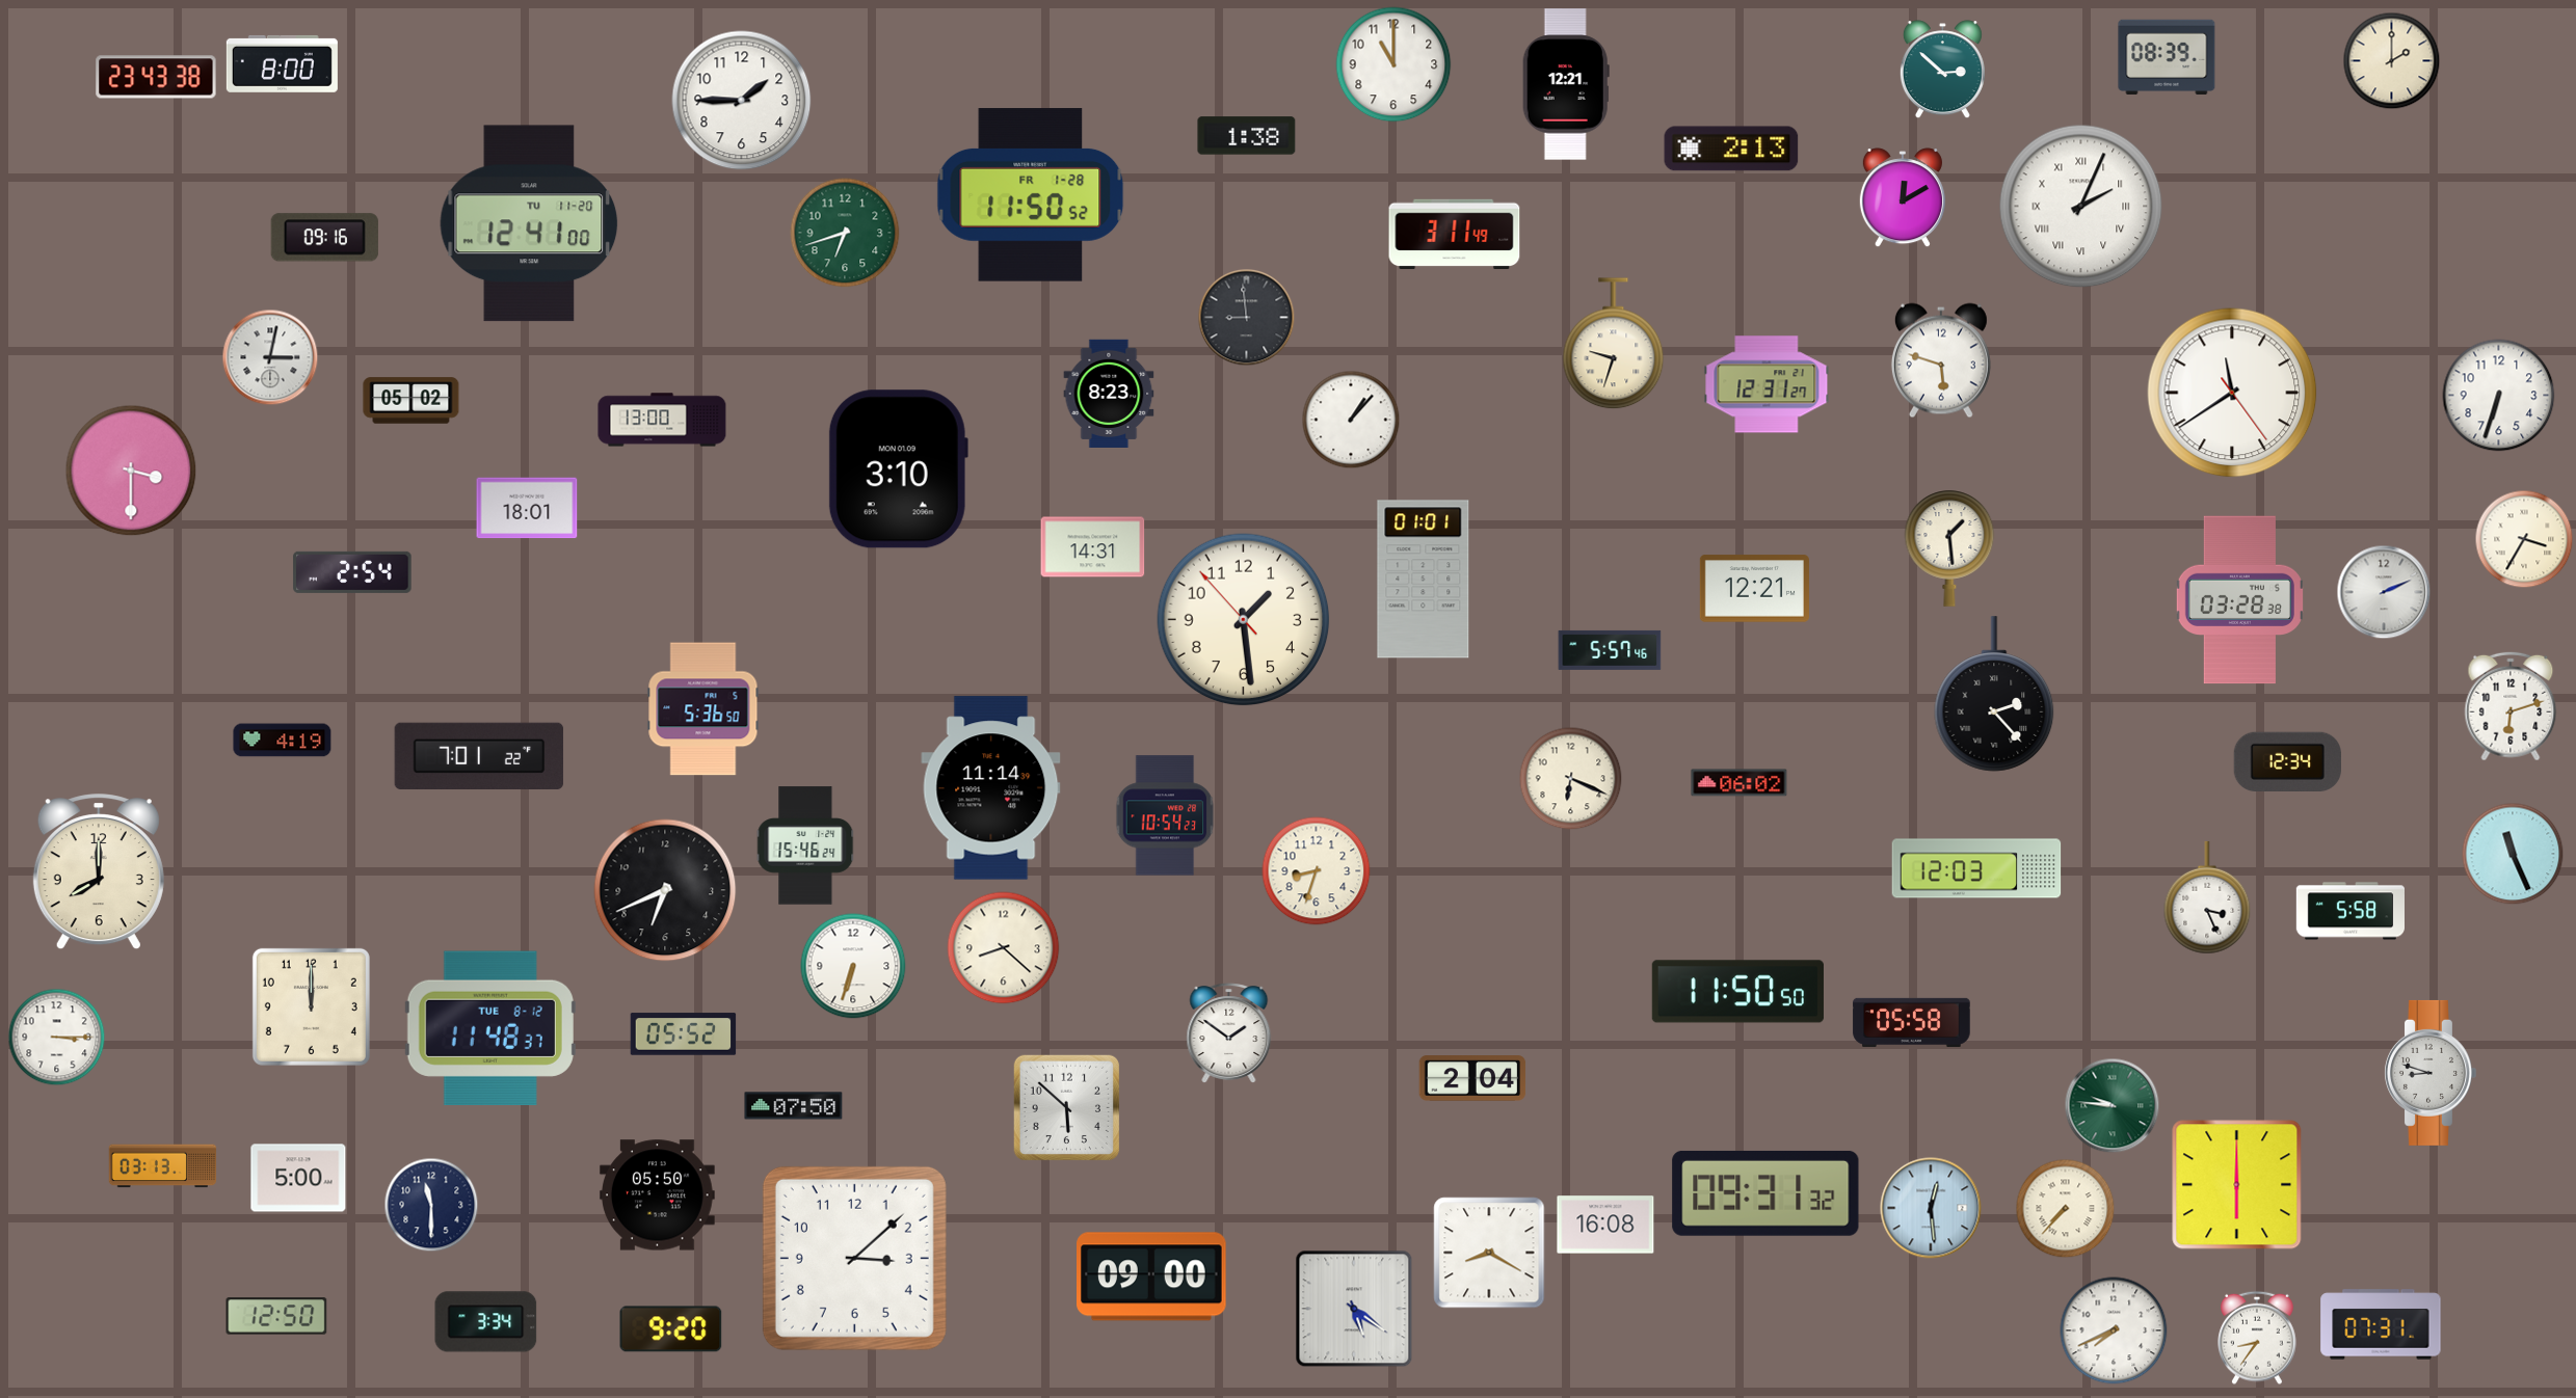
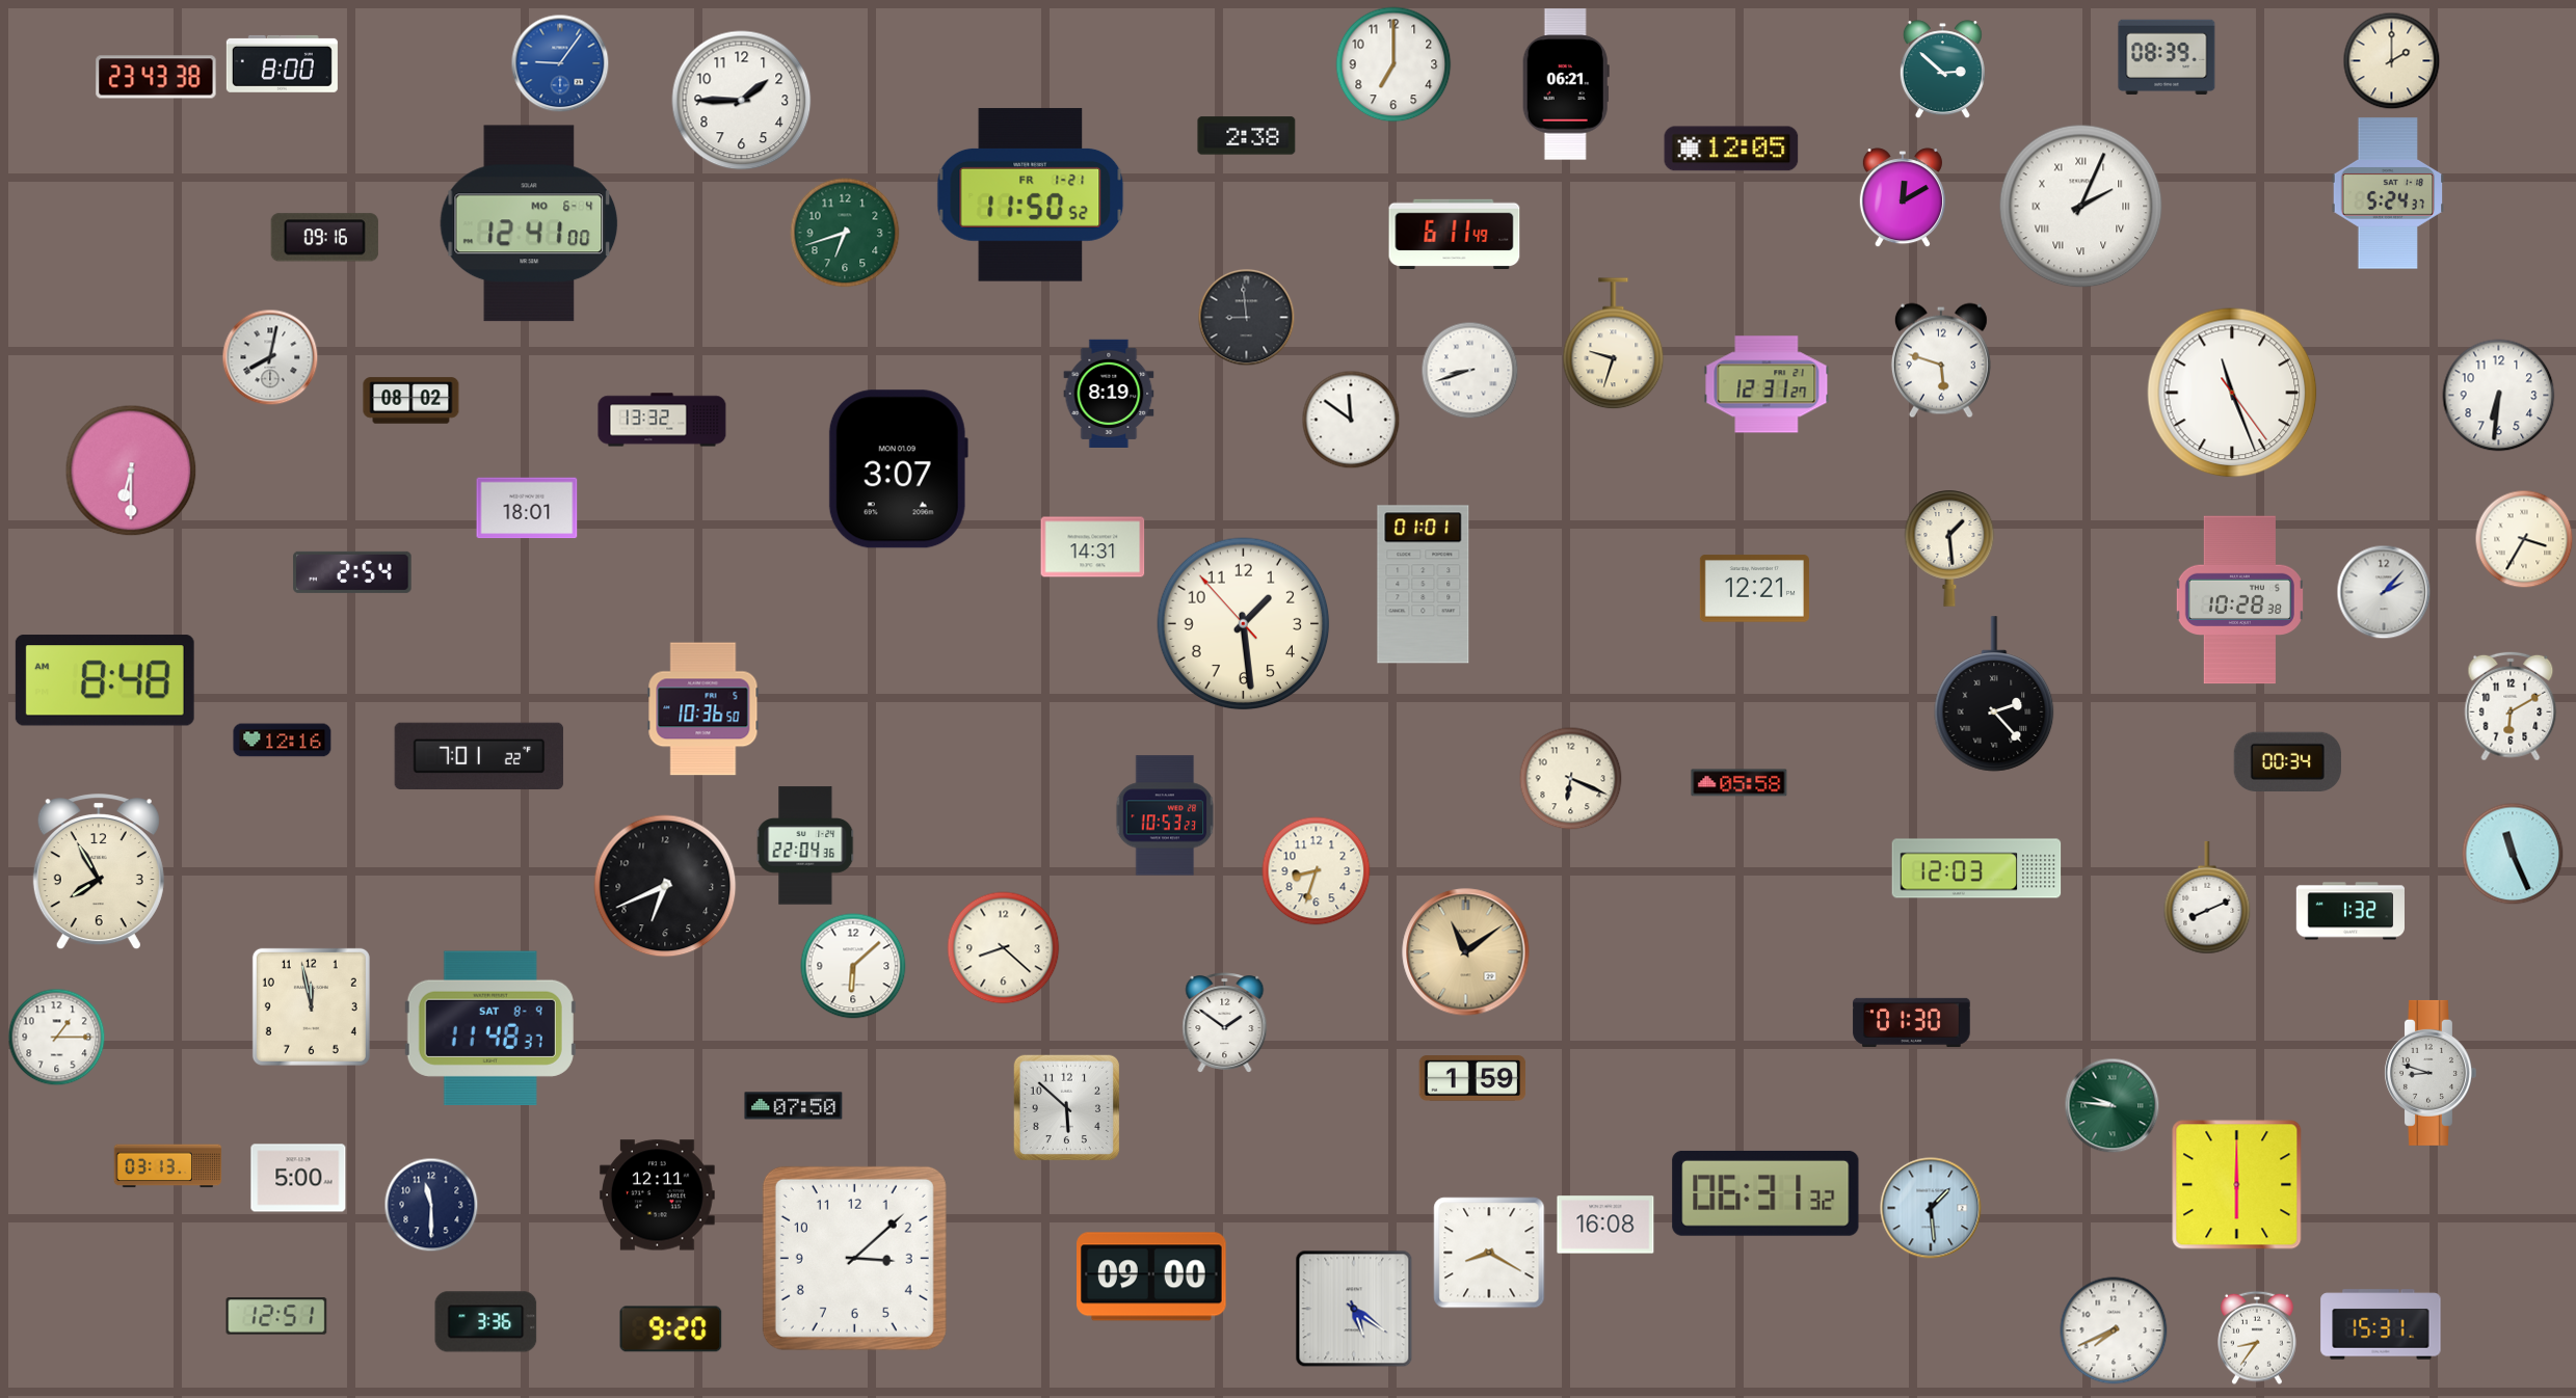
clock at (560, 63): none -> 9:06
clock at (1393, 64): 11:00 -> 7:00
clock at (1566, 84): 12:21 -> 06:21
clock at (1247, 136): 1:38 -> 2:38
clock at (1731, 149): 2:13 -> 12:05
clock at (2388, 193): none -> 5:24
clock at (1031, 195) date: FR 1-28 -> FR 1-21
clock at (529, 223) date: TU 11-20 -> MO 6-4
clock at (1455, 235): 3:11 -> 6:11
clock at (270, 357): 3:02 -> 8:02
clock at (1470, 371): none -> 8:42
clock at (1109, 393): 8:23 -> 8:19
clock at (2232, 393): 11:39 -> 11:26
clock at (2499, 396): 6:33 -> 6:31
clock at (411, 401): 05:02 -> 08:02
clock at (662, 420): 13:00 -> 13:32
clock at (1351, 420): 1:07 -> 11:51
clock at (898, 469): 3:10 -> 3:07
clock at (131, 471): 3:30 -> 6:30
clock at (1424, 580) position: (1424, 580) -> (1424, 585)
clock at (2384, 592): 2:11 -> 2:07
clock at (2239, 600): 03:28 -> 10:28
clock at (1244, 620) position: (1244, 620) -> (1244, 624)
clock at (1610, 650): 5:57 -> none
clock at (105, 680): none -> 8:48
clock at (2511, 706): 6:12 -> 6:10
clock at (703, 709): 5:36 -> 10:36
clock at (283, 741): 4:19 -> 12:16
clock at (2287, 761): 12:34 -> 00:34
clock at (1740, 783): 06:02 -> 05:58
clock at (991, 788): 11:14 -> none
clock at (1165, 815): 10:54 -> 10:53
clock at (805, 845): 15:46 -> 22:04
clock at (99, 872): 8:00 -> 7:55
clock at (665, 890) position: (665, 890) -> (665, 886)
clock at (2207, 897): 3:26 -> 8:11
clock at (2349, 911): 5:58 -> 1:32
clock at (1466, 952): none -> 11:09
clock at (853, 966): 6:33 -> 6:08
clock at (1737, 992): 11:50 -> none
clock at (311, 1006): 12:00 -> 11:58
clock at (1912, 1022): 05:58 -> 01:30
clock at (490, 1027) date: TUE 8-12 -> SAT 8-9
clock at (1229, 1033) position: (1229, 1033) -> (1225, 1023)
clock at (684, 1034): 05:52 -> none
clock at (57, 1038): 3:15 -> 1:15
clock at (1472, 1078): 2:04 -> 1:59
clock at (163, 1166) position: (163, 1166) -> (168, 1166)
clock at (1765, 1193): 09:31 -> 06:31
clock at (657, 1195): 05:50 -> 12:11
clock at (1931, 1208): 12:29 -> 1:29
clock at (2066, 1209): 7:37 -> none
clock at (276, 1316): 12:50 -> 12:51
clock at (486, 1322): 3:34 -> 3:36
clock at (2381, 1324): 07:31 -> 15:31
